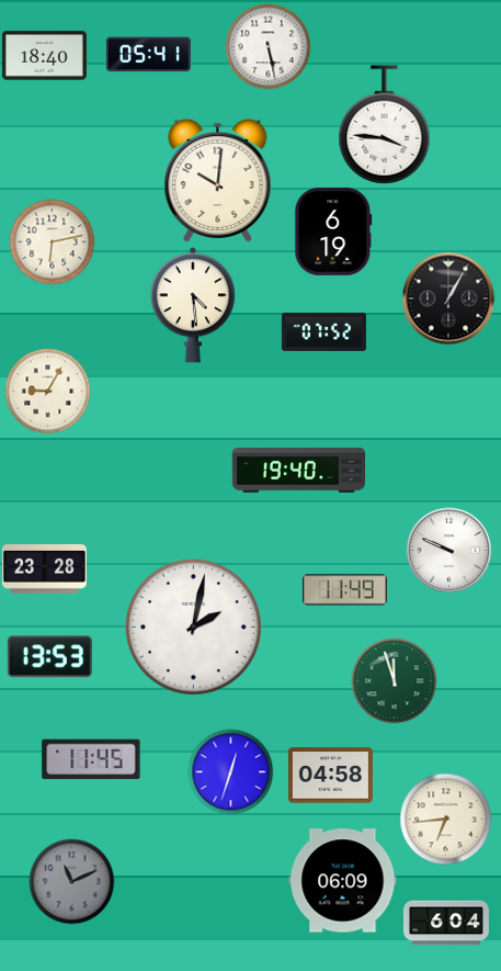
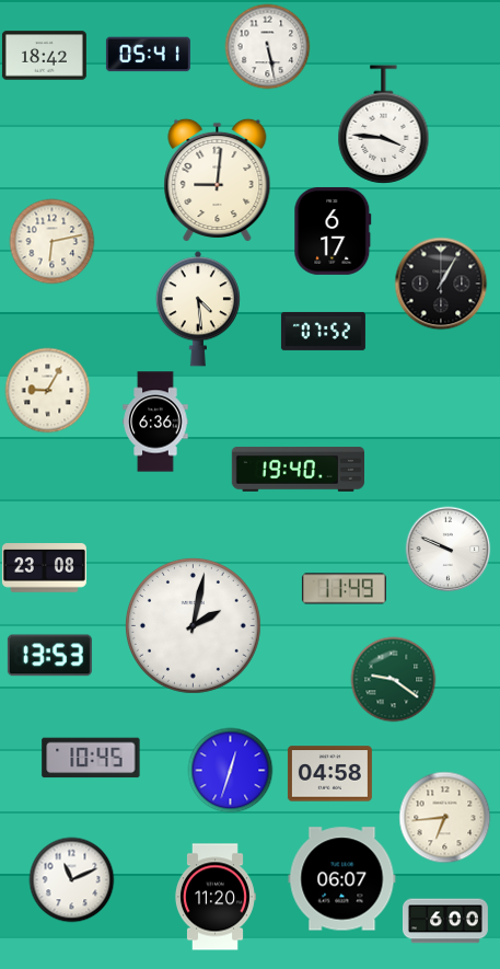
clock at (44, 56): 18:40 -> 18:42
clock at (218, 180): 10:01 -> 9:01
clock at (333, 232): 6:19 -> 6:17
clock at (448, 298) position: (448, 298) -> (441, 284)
clock at (193, 305) position: (193, 305) -> (198, 309)
clock at (155, 422): none -> 6:36
clock at (44, 569): 23:28 -> 23:08
clock at (394, 680): 11:57 -> 9:21
clock at (91, 759): 11:45 -> 10:45
clock at (71, 881) dial: grey -> white
clock at (343, 881): 06:09 -> 06:07
clock at (214, 897): none -> 11:20
clock at (446, 923): 6:04 -> 6:00
